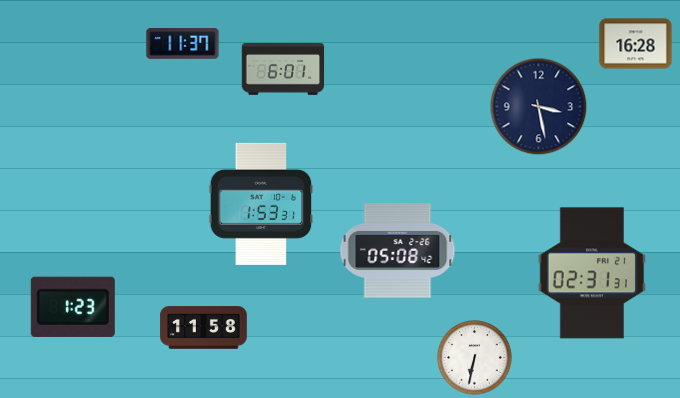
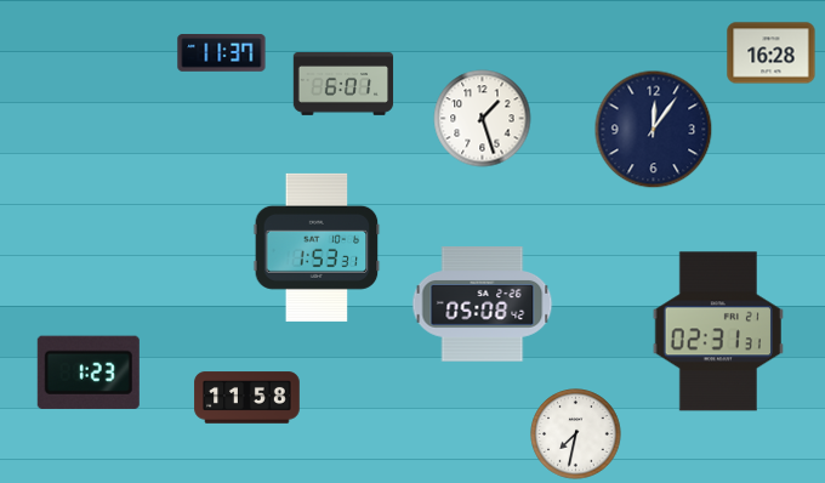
clock at (483, 119): none -> 1:27
clock at (539, 107): 3:28 -> 12:06
clock at (475, 358): 6:32 -> 7:32
